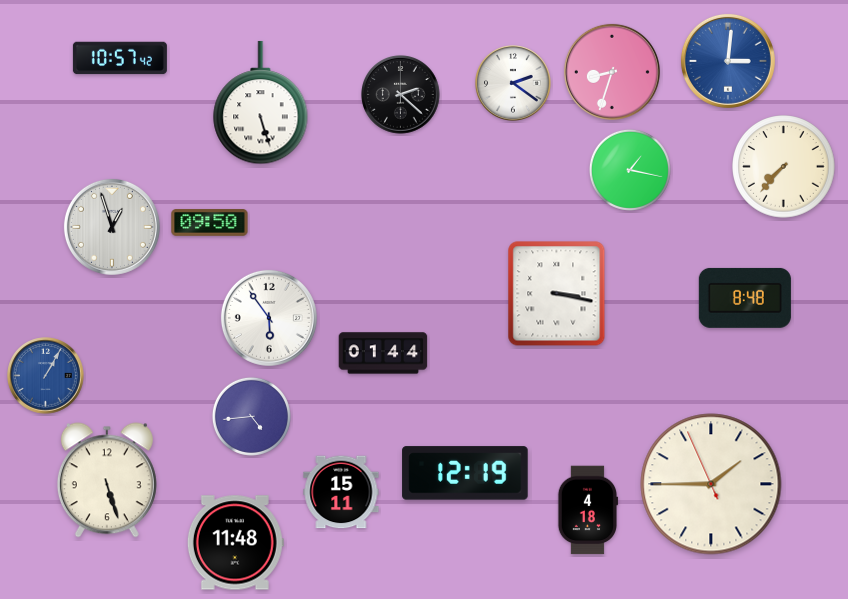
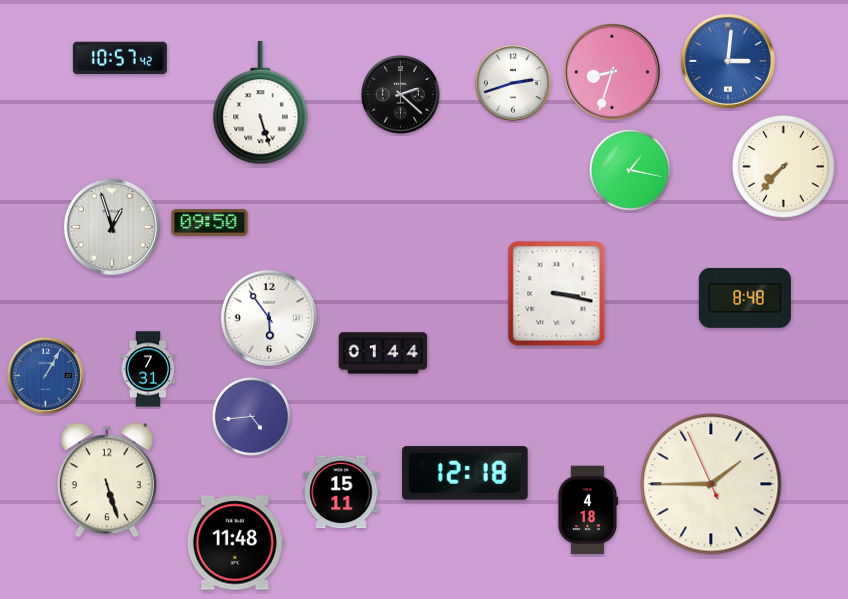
clock at (513, 83): 2:21 -> 2:42
clock at (148, 369): none -> 7:31
clock at (465, 473): 12:19 -> 12:18
